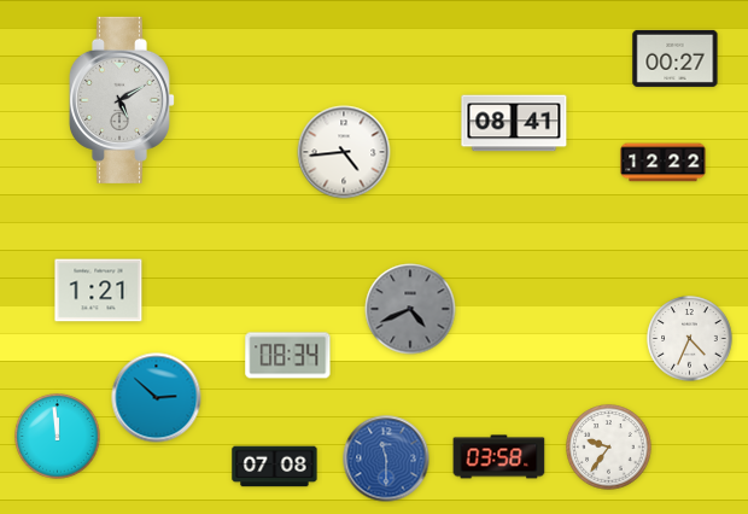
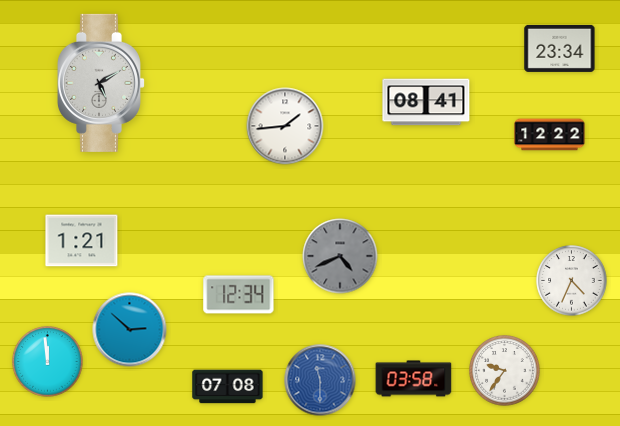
clock at (676, 58): 00:27 -> 23:34
clock at (344, 152): 4:44 -> 1:44
clock at (288, 356): 08:34 -> 12:34
